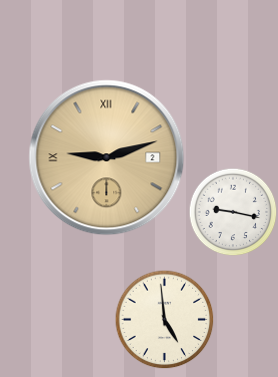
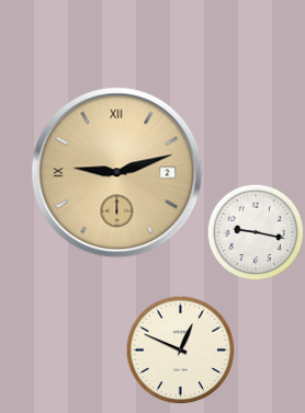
clock at (165, 320): 4:59 -> 12:49
